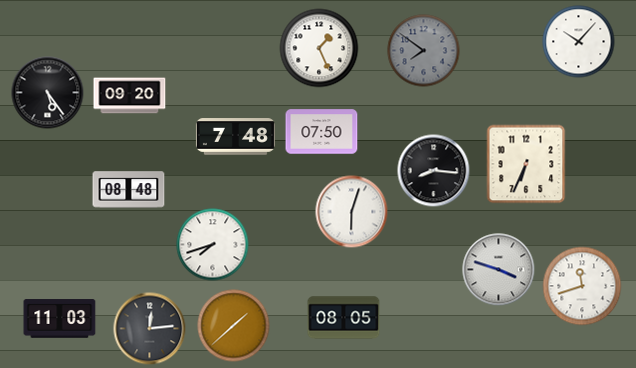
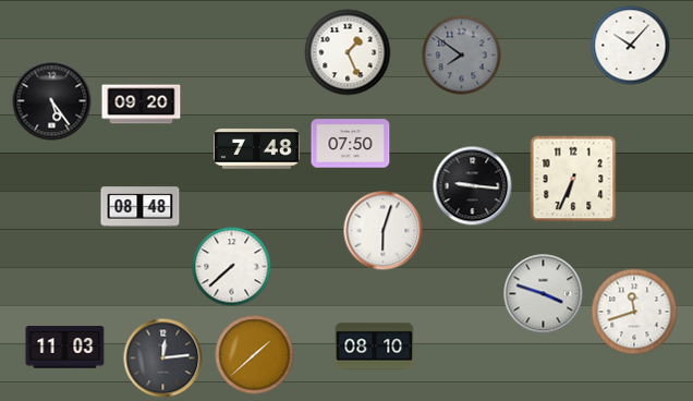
clock at (434, 171): 8:16 -> 9:16
clock at (213, 245): 7:42 -> 7:38
clock at (344, 318): 08:05 -> 08:10
